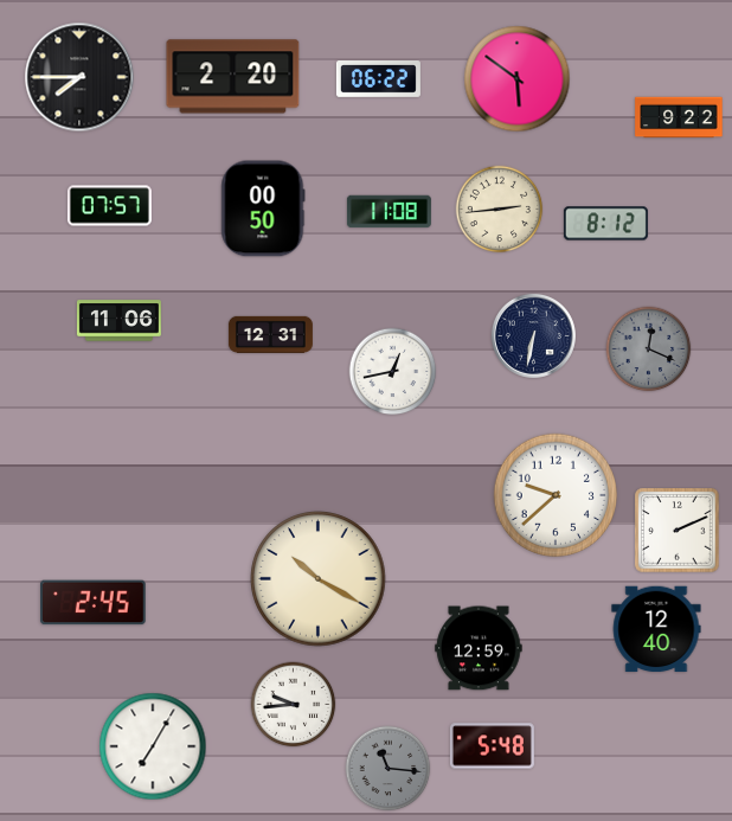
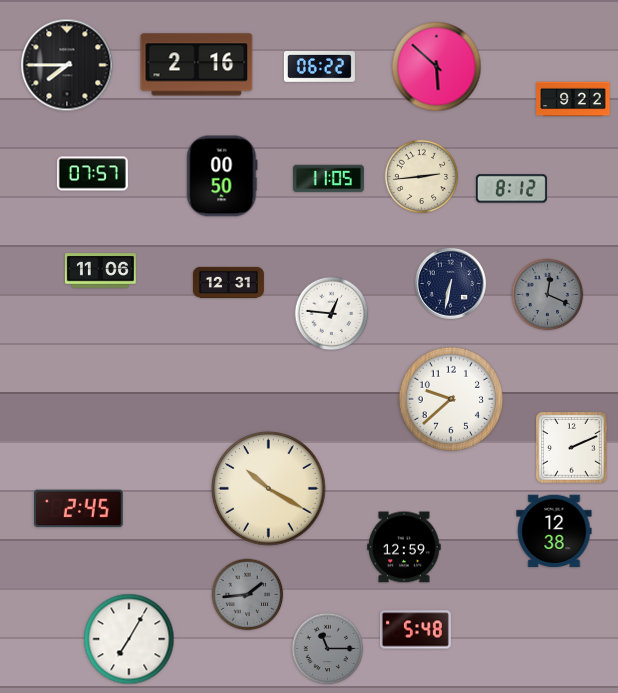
clock at (233, 77): 2:20 -> 2:16
clock at (518, 79): 5:51 -> 5:52
clock at (389, 212): 11:08 -> 11:05
clock at (393, 372): 12:43 -> 12:46
clock at (556, 495) position: (556, 495) -> (451, 399)
clock at (656, 629): 12:40 -> 12:38
clock at (294, 705): 9:44 -> 1:44
clock at (294, 705) dial: white -> grey
clock at (153, 746) position: (153, 746) -> (129, 639)
clock at (389, 769): 11:16 -> 11:15
